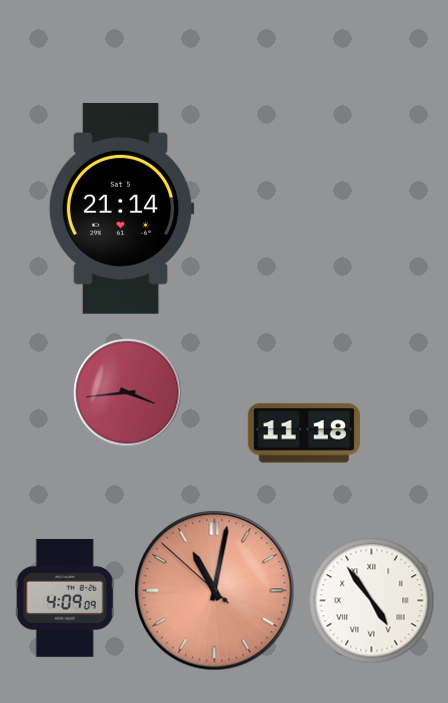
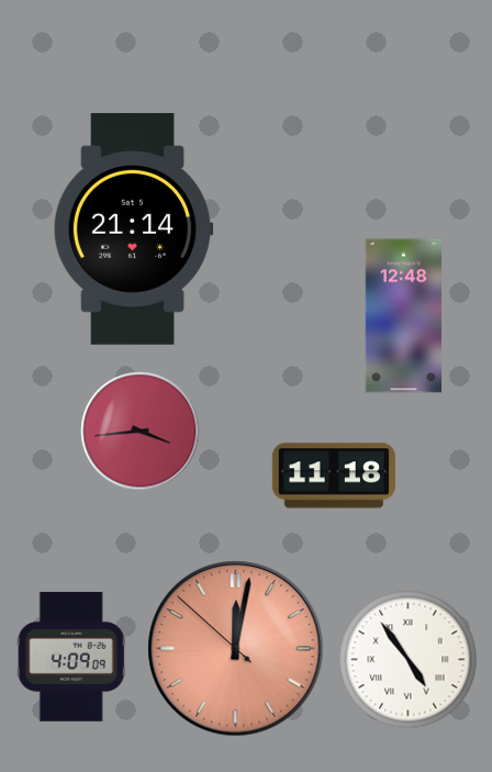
clock at (403, 316): none -> 12:48
clock at (215, 591): 11:01 -> 12:01
